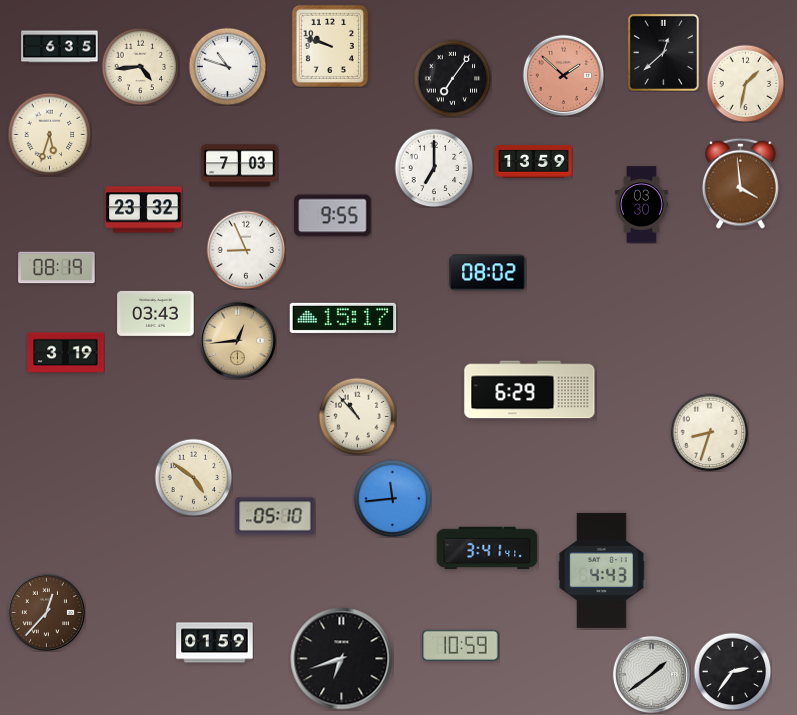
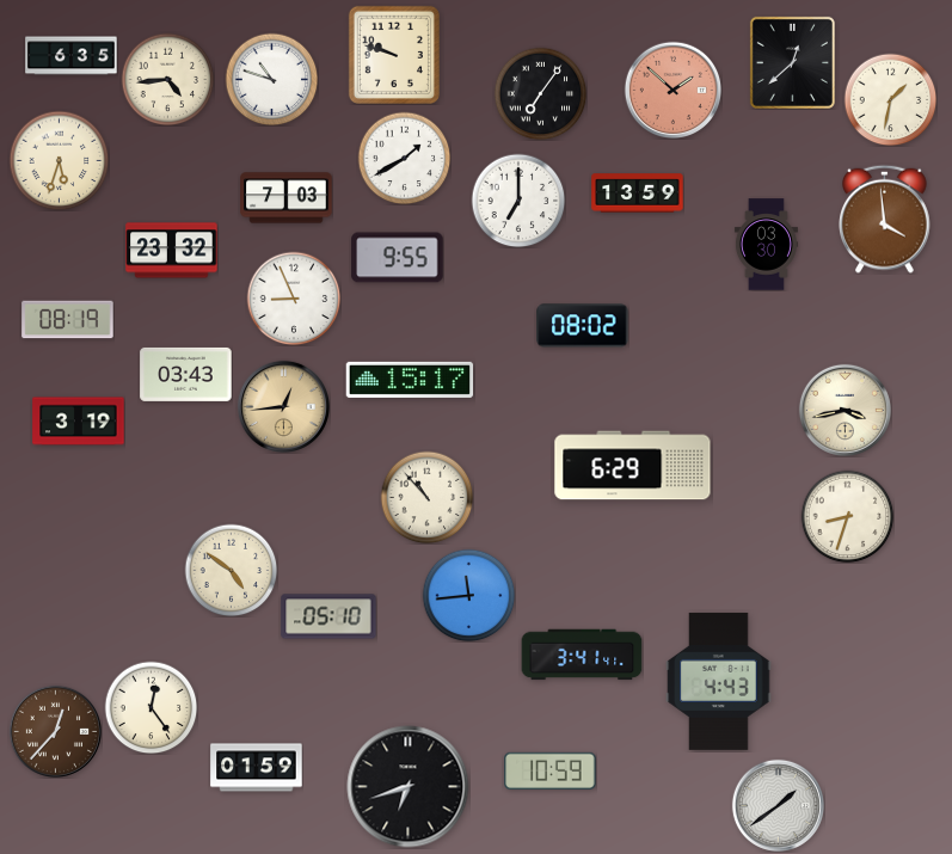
clock at (404, 158): none -> 1:40
clock at (844, 410): none -> 3:43
clock at (151, 707): none -> 12:24
clock at (732, 671): 2:36 -> none
